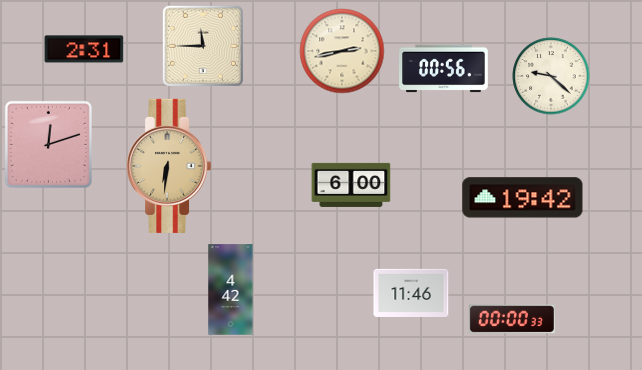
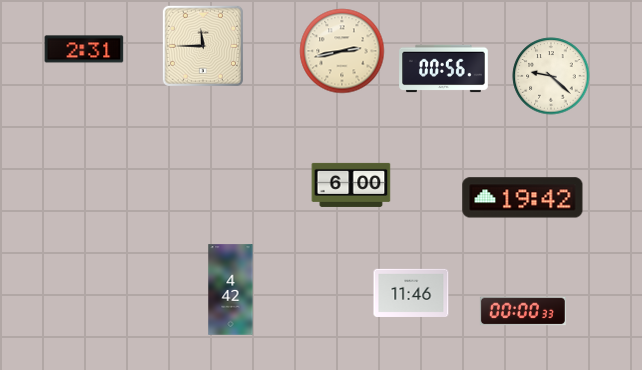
clock at (48, 144): 12:12 -> none
clock at (170, 166): 6:31 -> none
clock at (512, 319) position: (512, 319) -> (523, 311)
